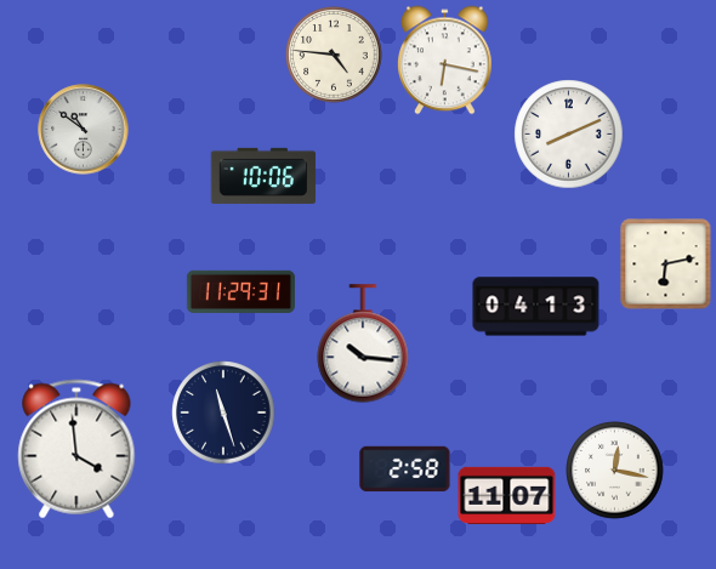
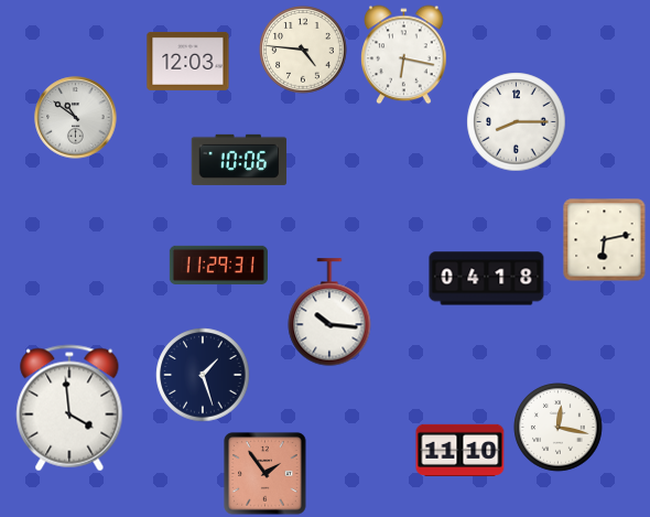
clock at (188, 61): none -> 12:03
clock at (569, 135): 8:11 -> 8:15
clock at (536, 307): 04:13 -> 04:18
clock at (223, 412): 11:27 -> 1:27
clock at (405, 470): 2:58 -> none
clock at (507, 495): 11:07 -> 11:10
clock at (266, 474): none -> 1:54
